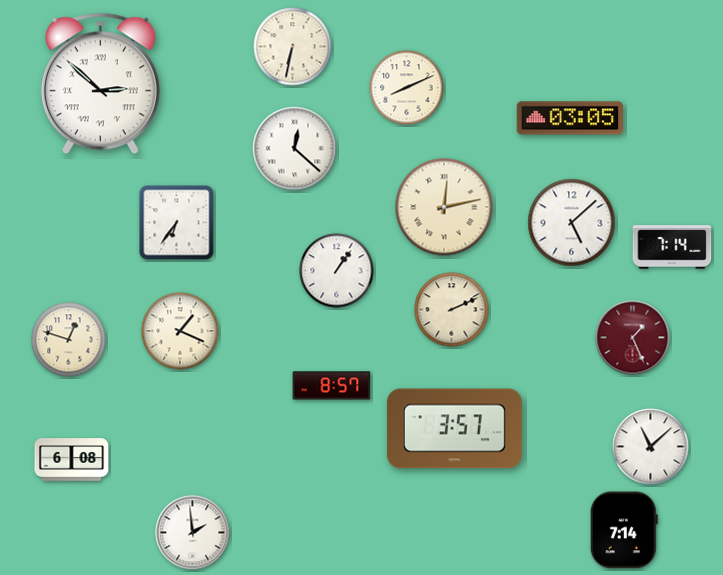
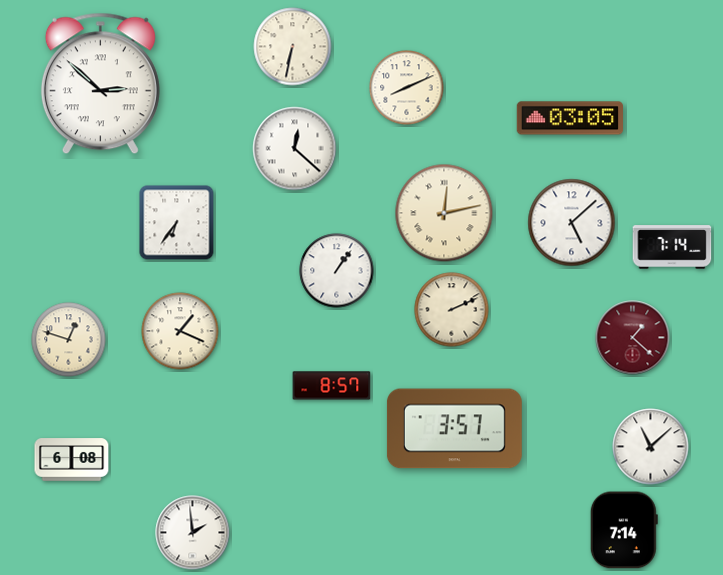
clock at (444, 207) position: (444, 207) -> (444, 213)
clock at (633, 338): 1:26 -> 1:22
